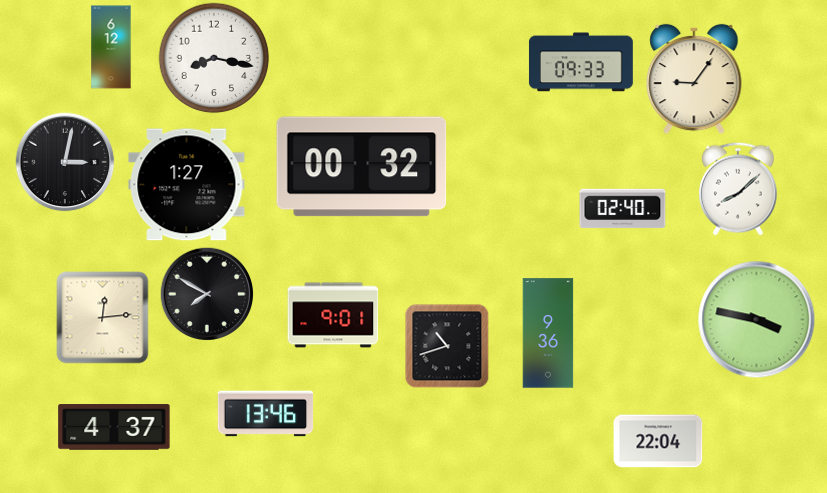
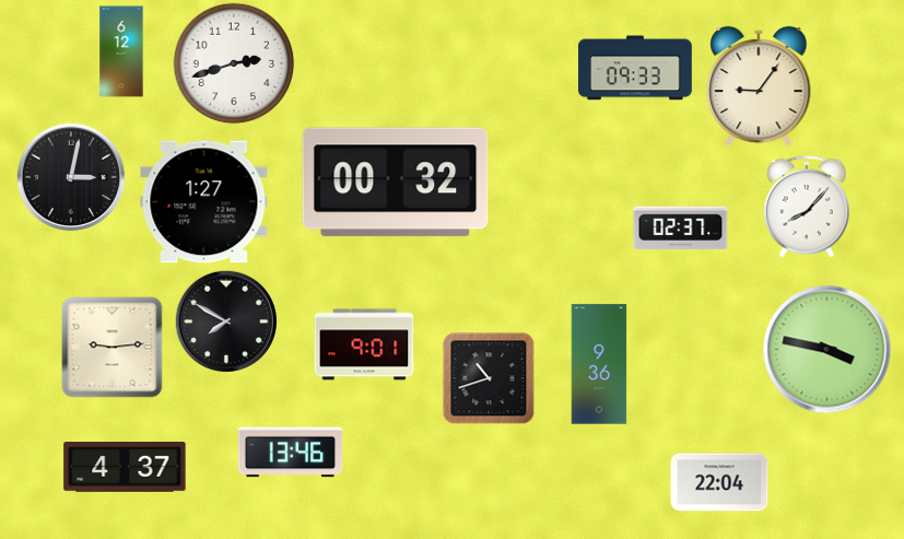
clock at (214, 58): 8:17 -> 2:42
clock at (739, 189): 8:08 -> 8:07
clock at (623, 209): 02:40 -> 02:37
clock at (103, 318): 12:14 -> 9:14
